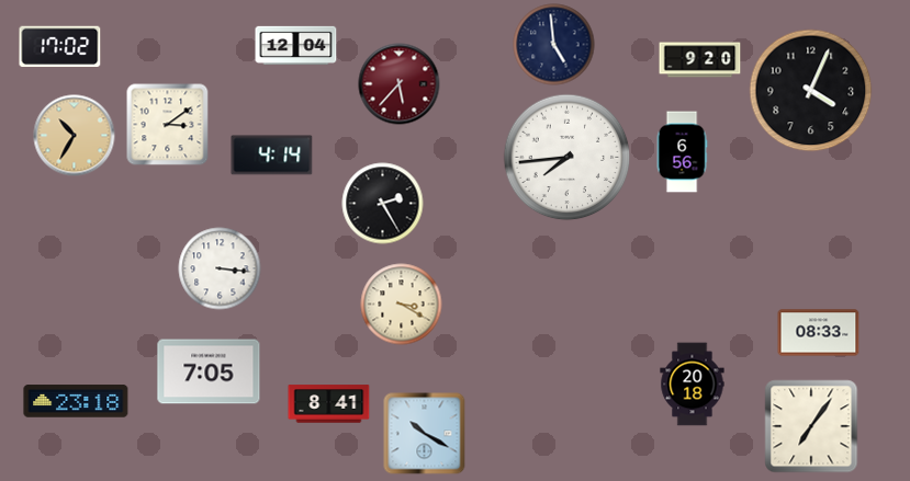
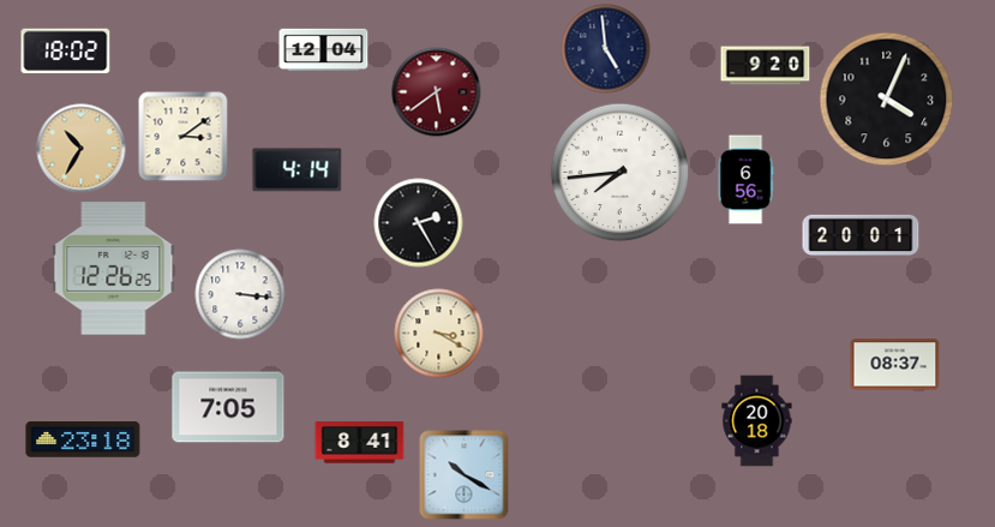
clock at (60, 46): 17:02 -> 18:02
clock at (400, 84): 5:37 -> 5:39
clock at (682, 152) position: (682, 152) -> (745, 180)
clock at (861, 234): none -> 20:01
clock at (114, 269): none -> 12:26
clock at (819, 333): 08:33 -> 08:37
clock at (811, 426): 7:06 -> none
